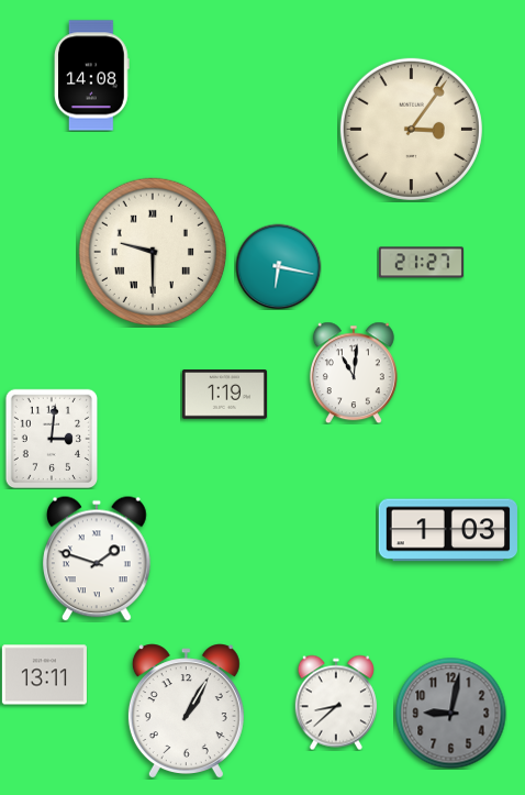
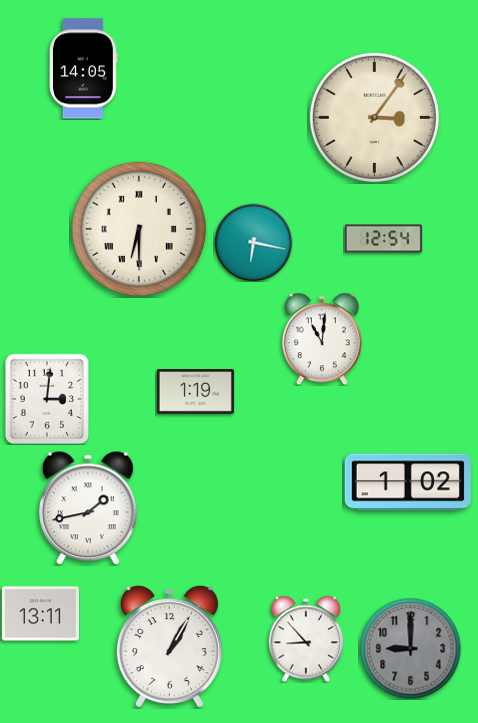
clock at (92, 76): 14:08 -> 14:05
clock at (153, 252): 9:30 -> 6:30
clock at (421, 263): 21:27 -> 12:54
clock at (224, 395) position: (224, 395) -> (195, 392)
clock at (448, 530): 1:03 -> 1:02
clock at (98, 559): 1:48 -> 1:43
clock at (336, 703): 8:38 -> 8:53
clock at (451, 714): 9:02 -> 9:00
